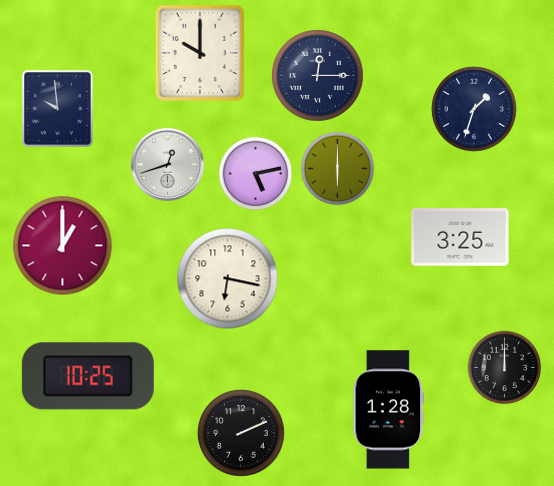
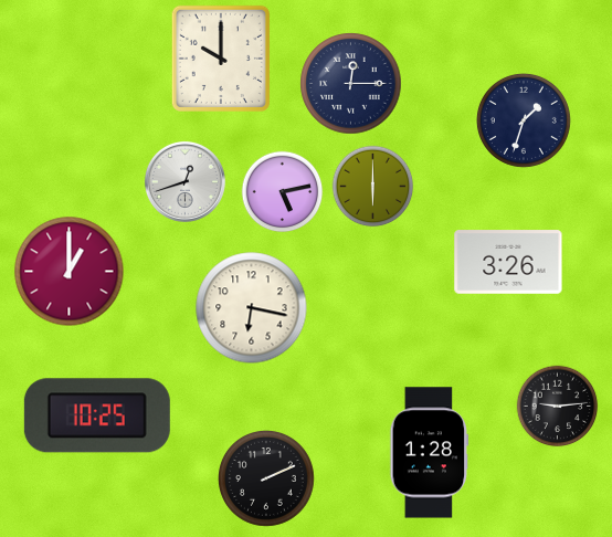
clock at (57, 108): 9:59 -> none
clock at (460, 237): 3:25 -> 3:26
clock at (505, 368): 12:00 -> 9:14
